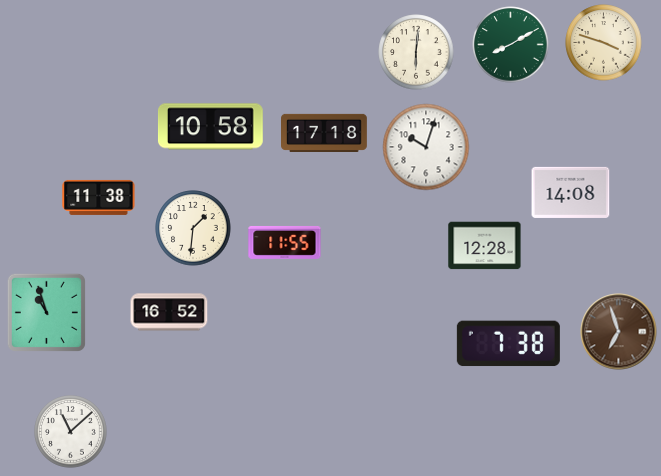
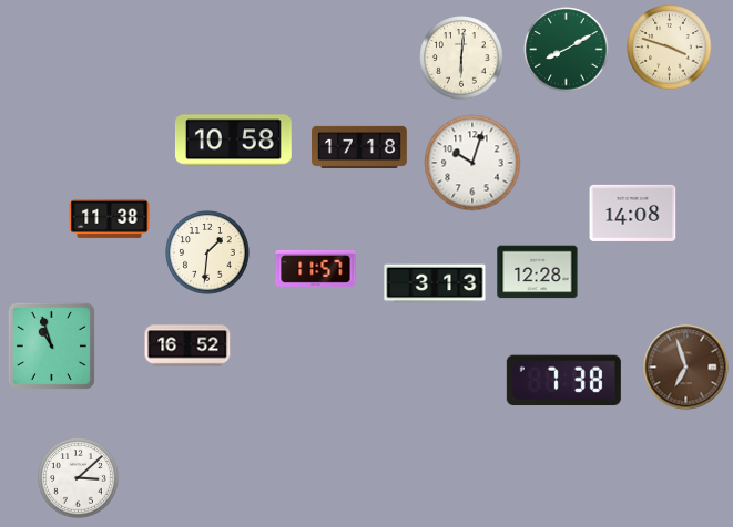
clock at (193, 228) position: (193, 228) -> (207, 252)
clock at (285, 242): 11:55 -> 11:57
clock at (435, 283): none -> 3:13
clock at (71, 432): 11:08 -> 3:08
